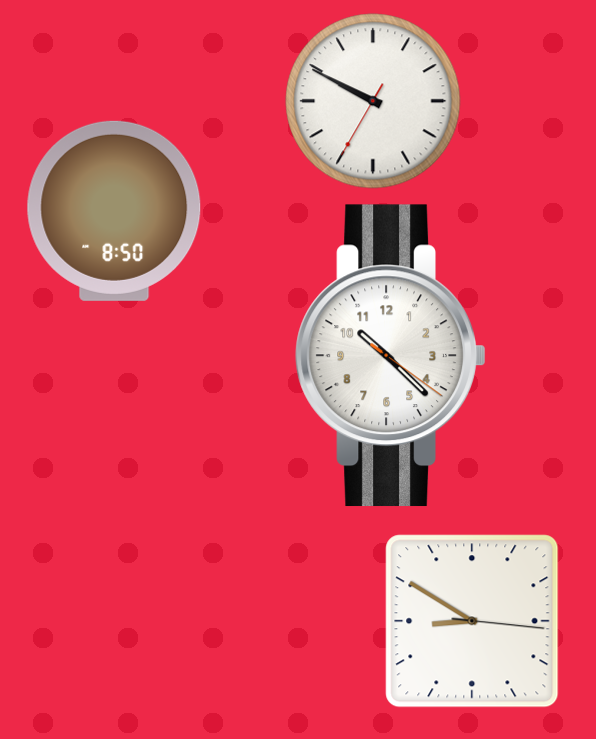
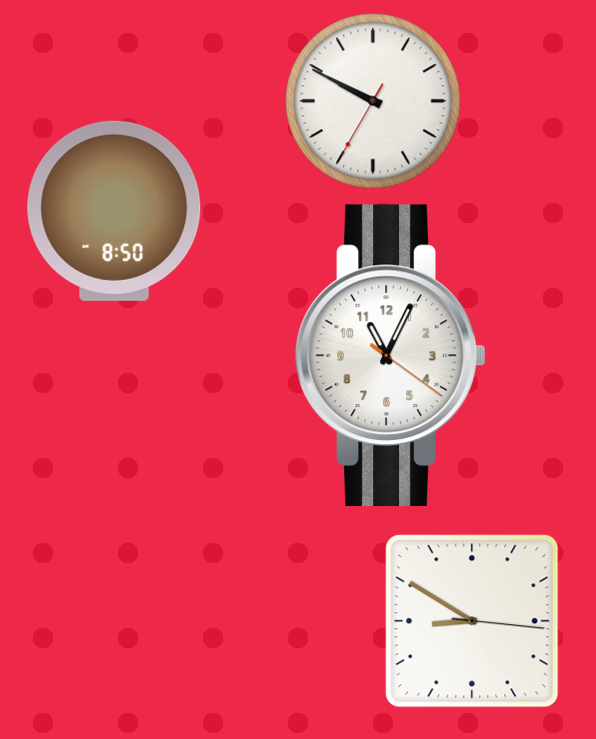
clock at (391, 356): 10:22 -> 11:04
